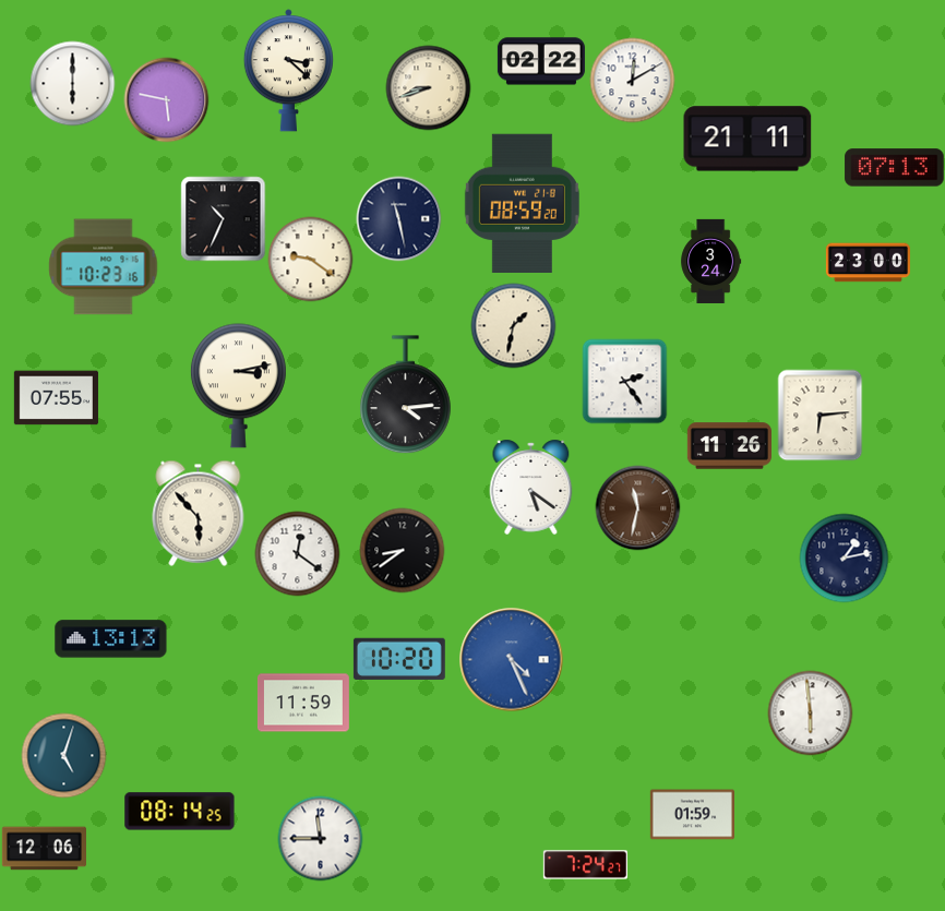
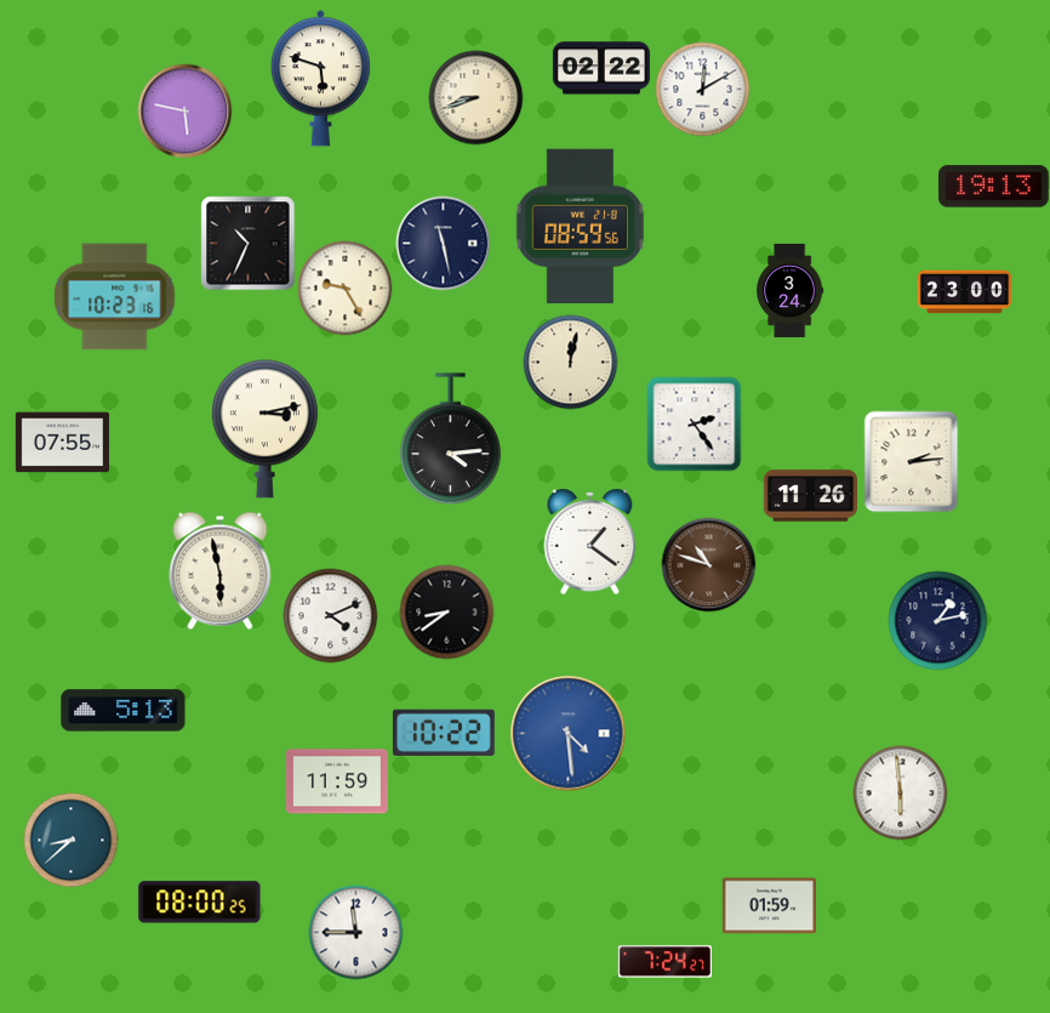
clock at (288, 71): 3:22 -> 5:48
clock at (72, 83): 6:00 -> none
clock at (747, 139): 21:11 -> none
clock at (895, 168): 07:13 -> 19:13
clock at (522, 203): 08:59:20 -> 08:59:56
clock at (310, 259): 9:21 -> 9:25
clock at (513, 325): 1:32 -> 12:02
clock at (821, 415): 6:14 -> 2:14
clock at (531, 487): 5:21 -> 1:21
clock at (637, 507): 11:32 -> 10:48
clock at (199, 513): 5:53 -> 5:58
clock at (297, 553): 12:21 -> 4:11
clock at (111, 639): 13:13 -> 5:13
clock at (399, 659): 10:20 -> 10:22
clock at (511, 659): 4:26 -> 4:29
clock at (63, 755): 5:03 -> 8:38
clock at (180, 812): 08:14 -> 08:00
clock at (44, 849): 12:06 -> none
clock at (585, 865) position: (585, 865) -> (664, 962)
